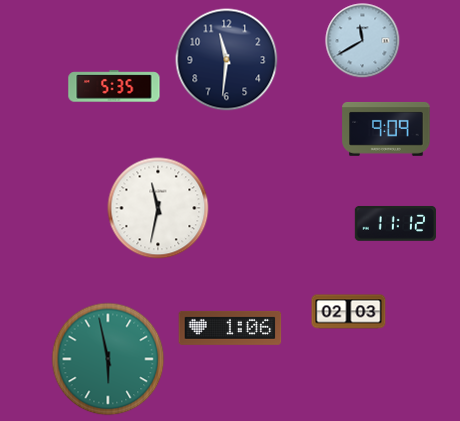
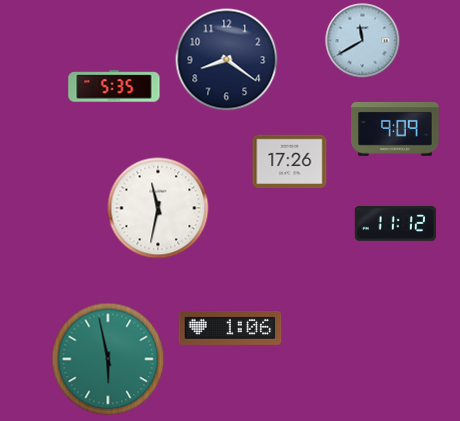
clock at (227, 60): 11:31 -> 8:21
clock at (386, 129) position: (386, 129) -> (395, 129)
clock at (290, 162): none -> 17:26
clock at (349, 312): 02:03 -> none
